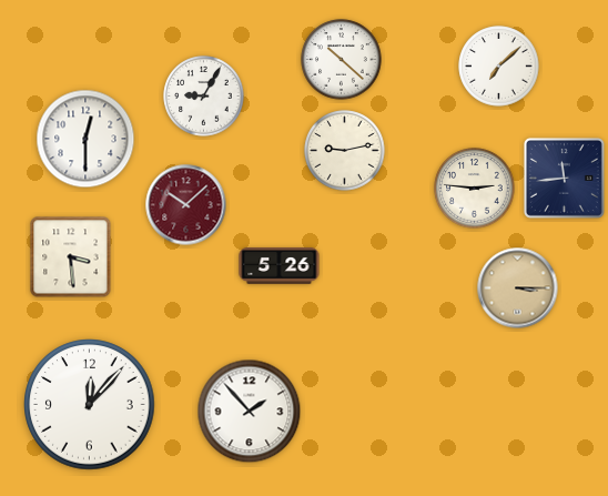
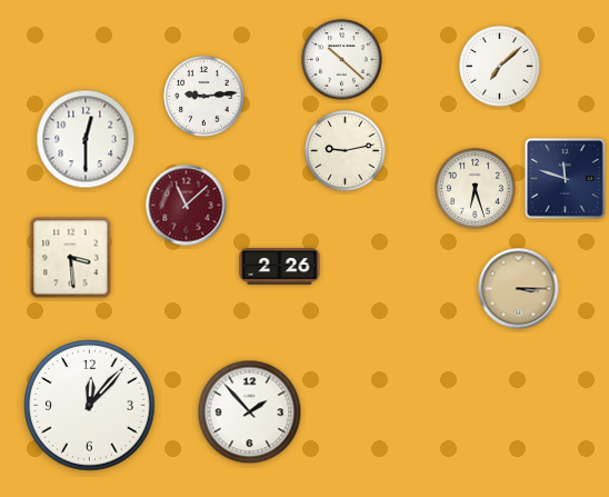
clock at (204, 97): 9:05 -> 9:14
clock at (564, 178): 11:44 -> 11:48
clock at (475, 189): 2:46 -> 6:27
clock at (186, 205): 10:08 -> 11:08
clock at (280, 266): 5:26 -> 2:26
